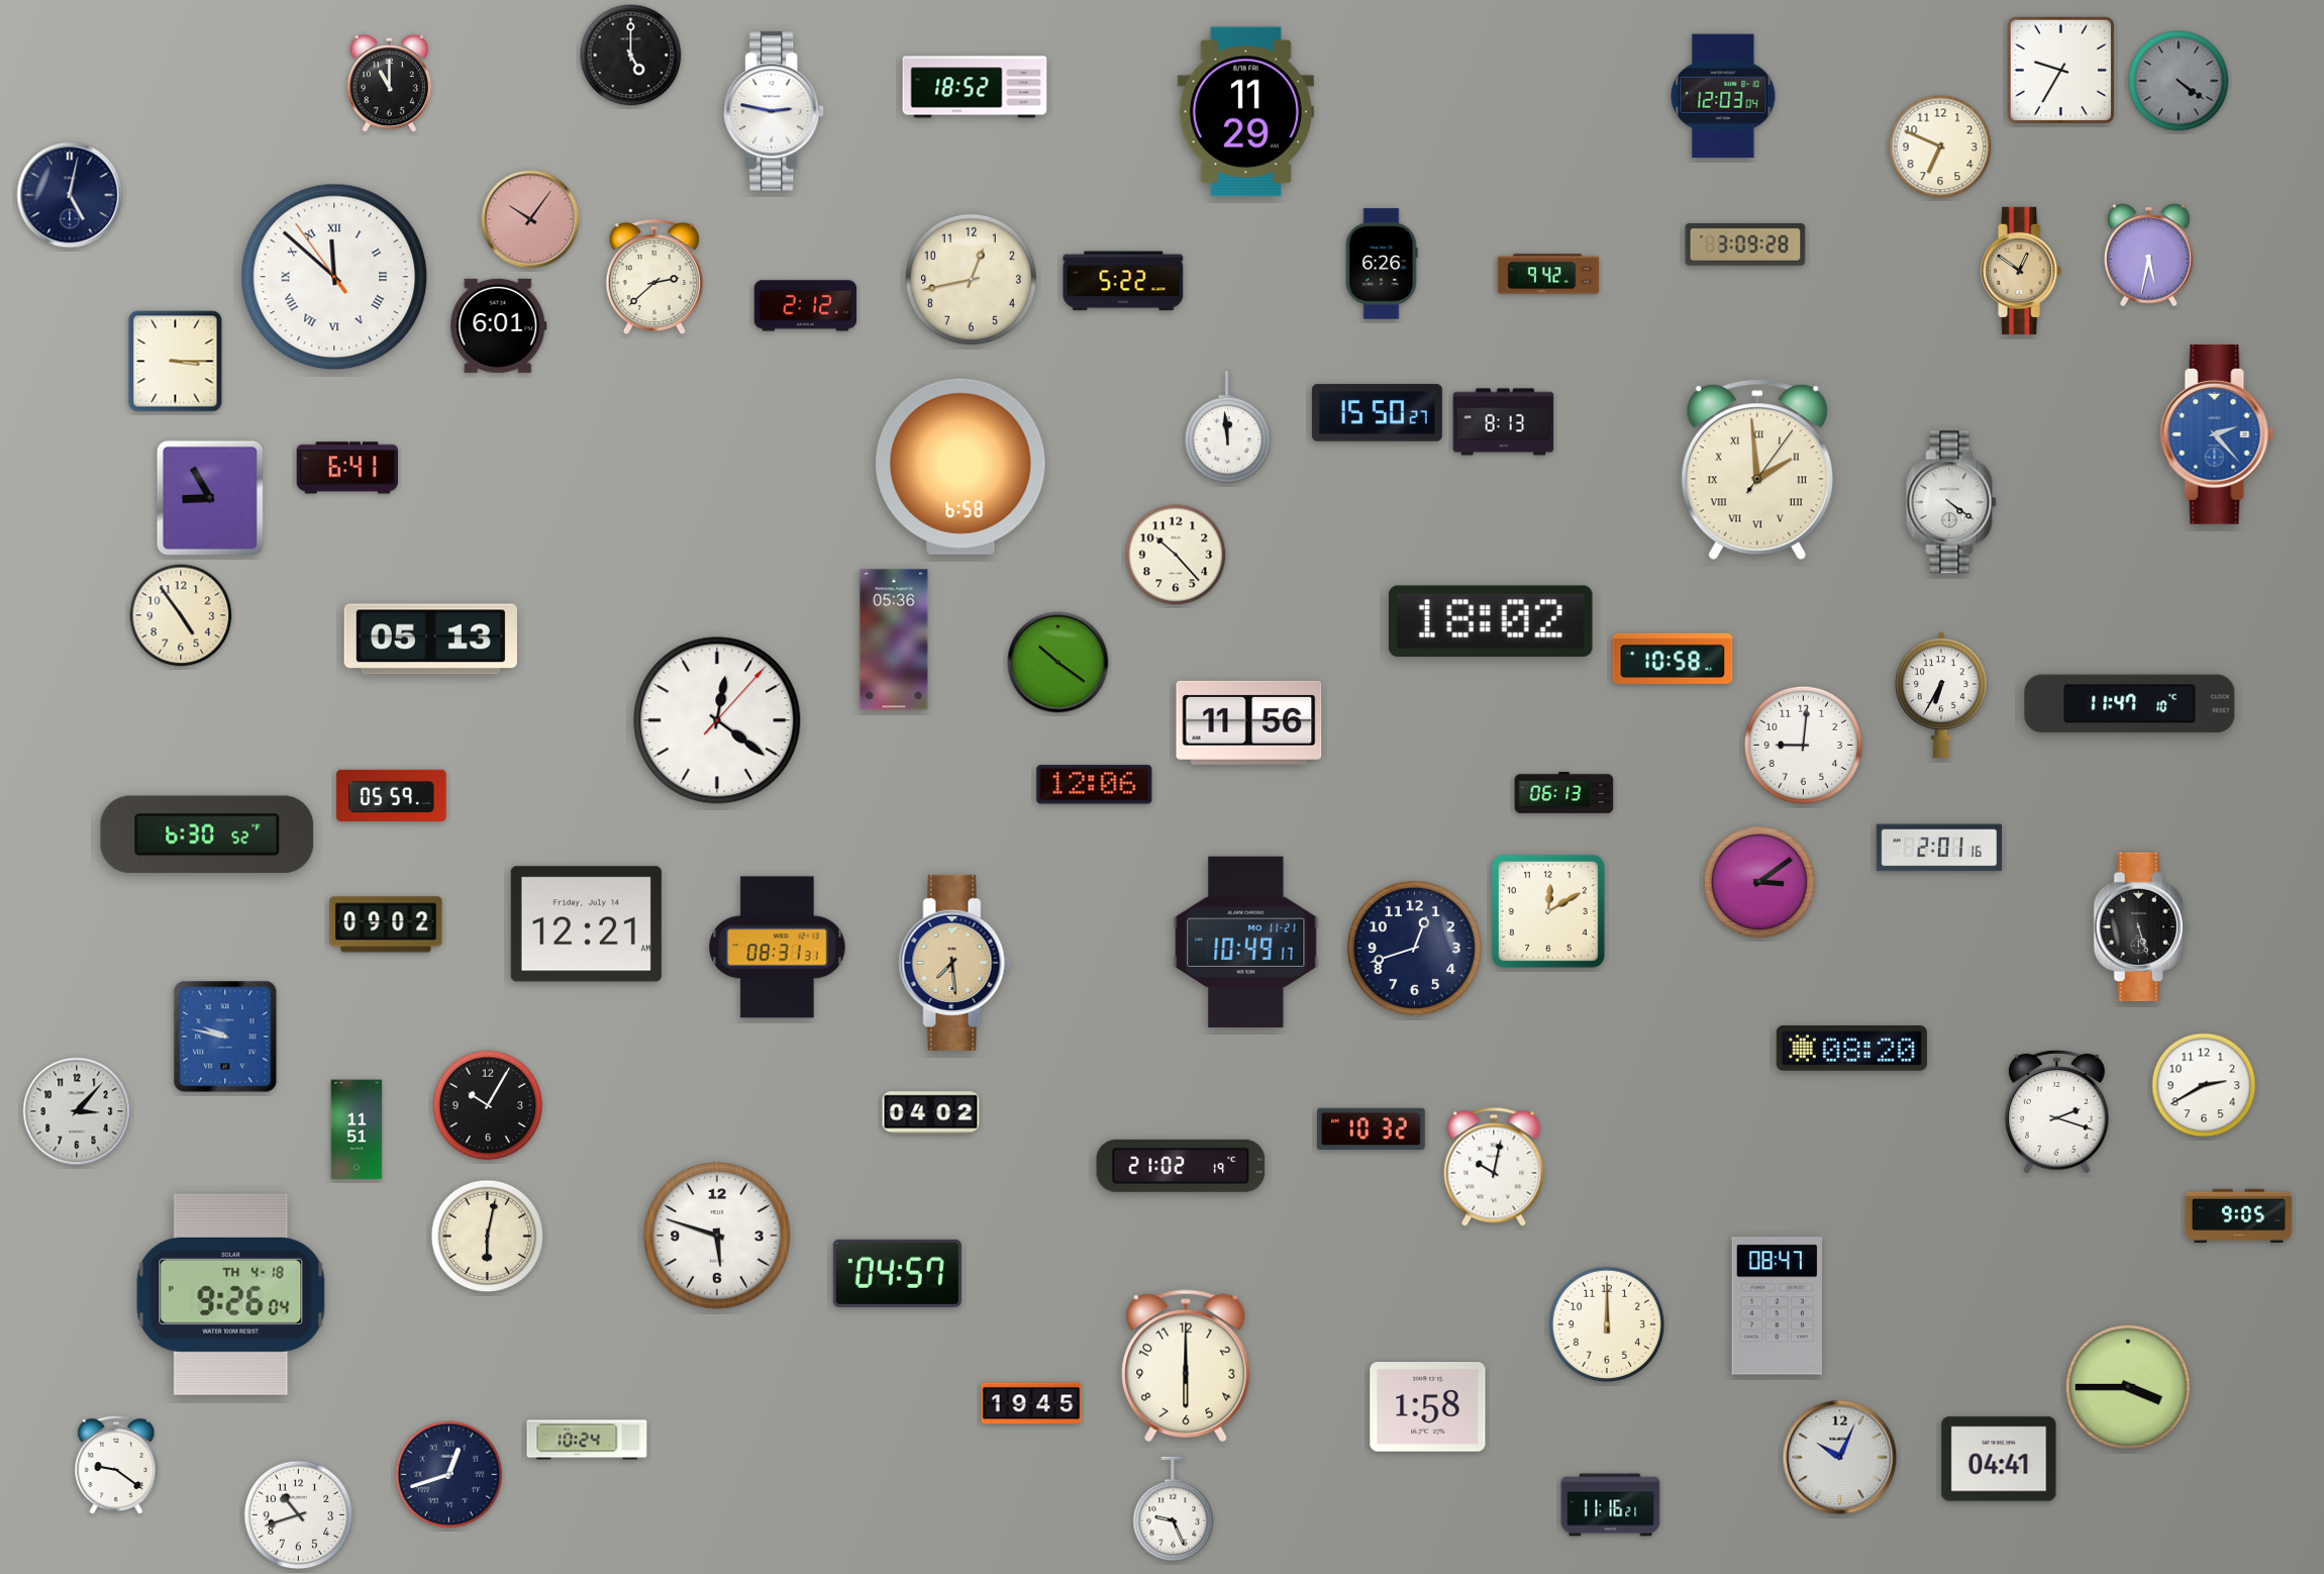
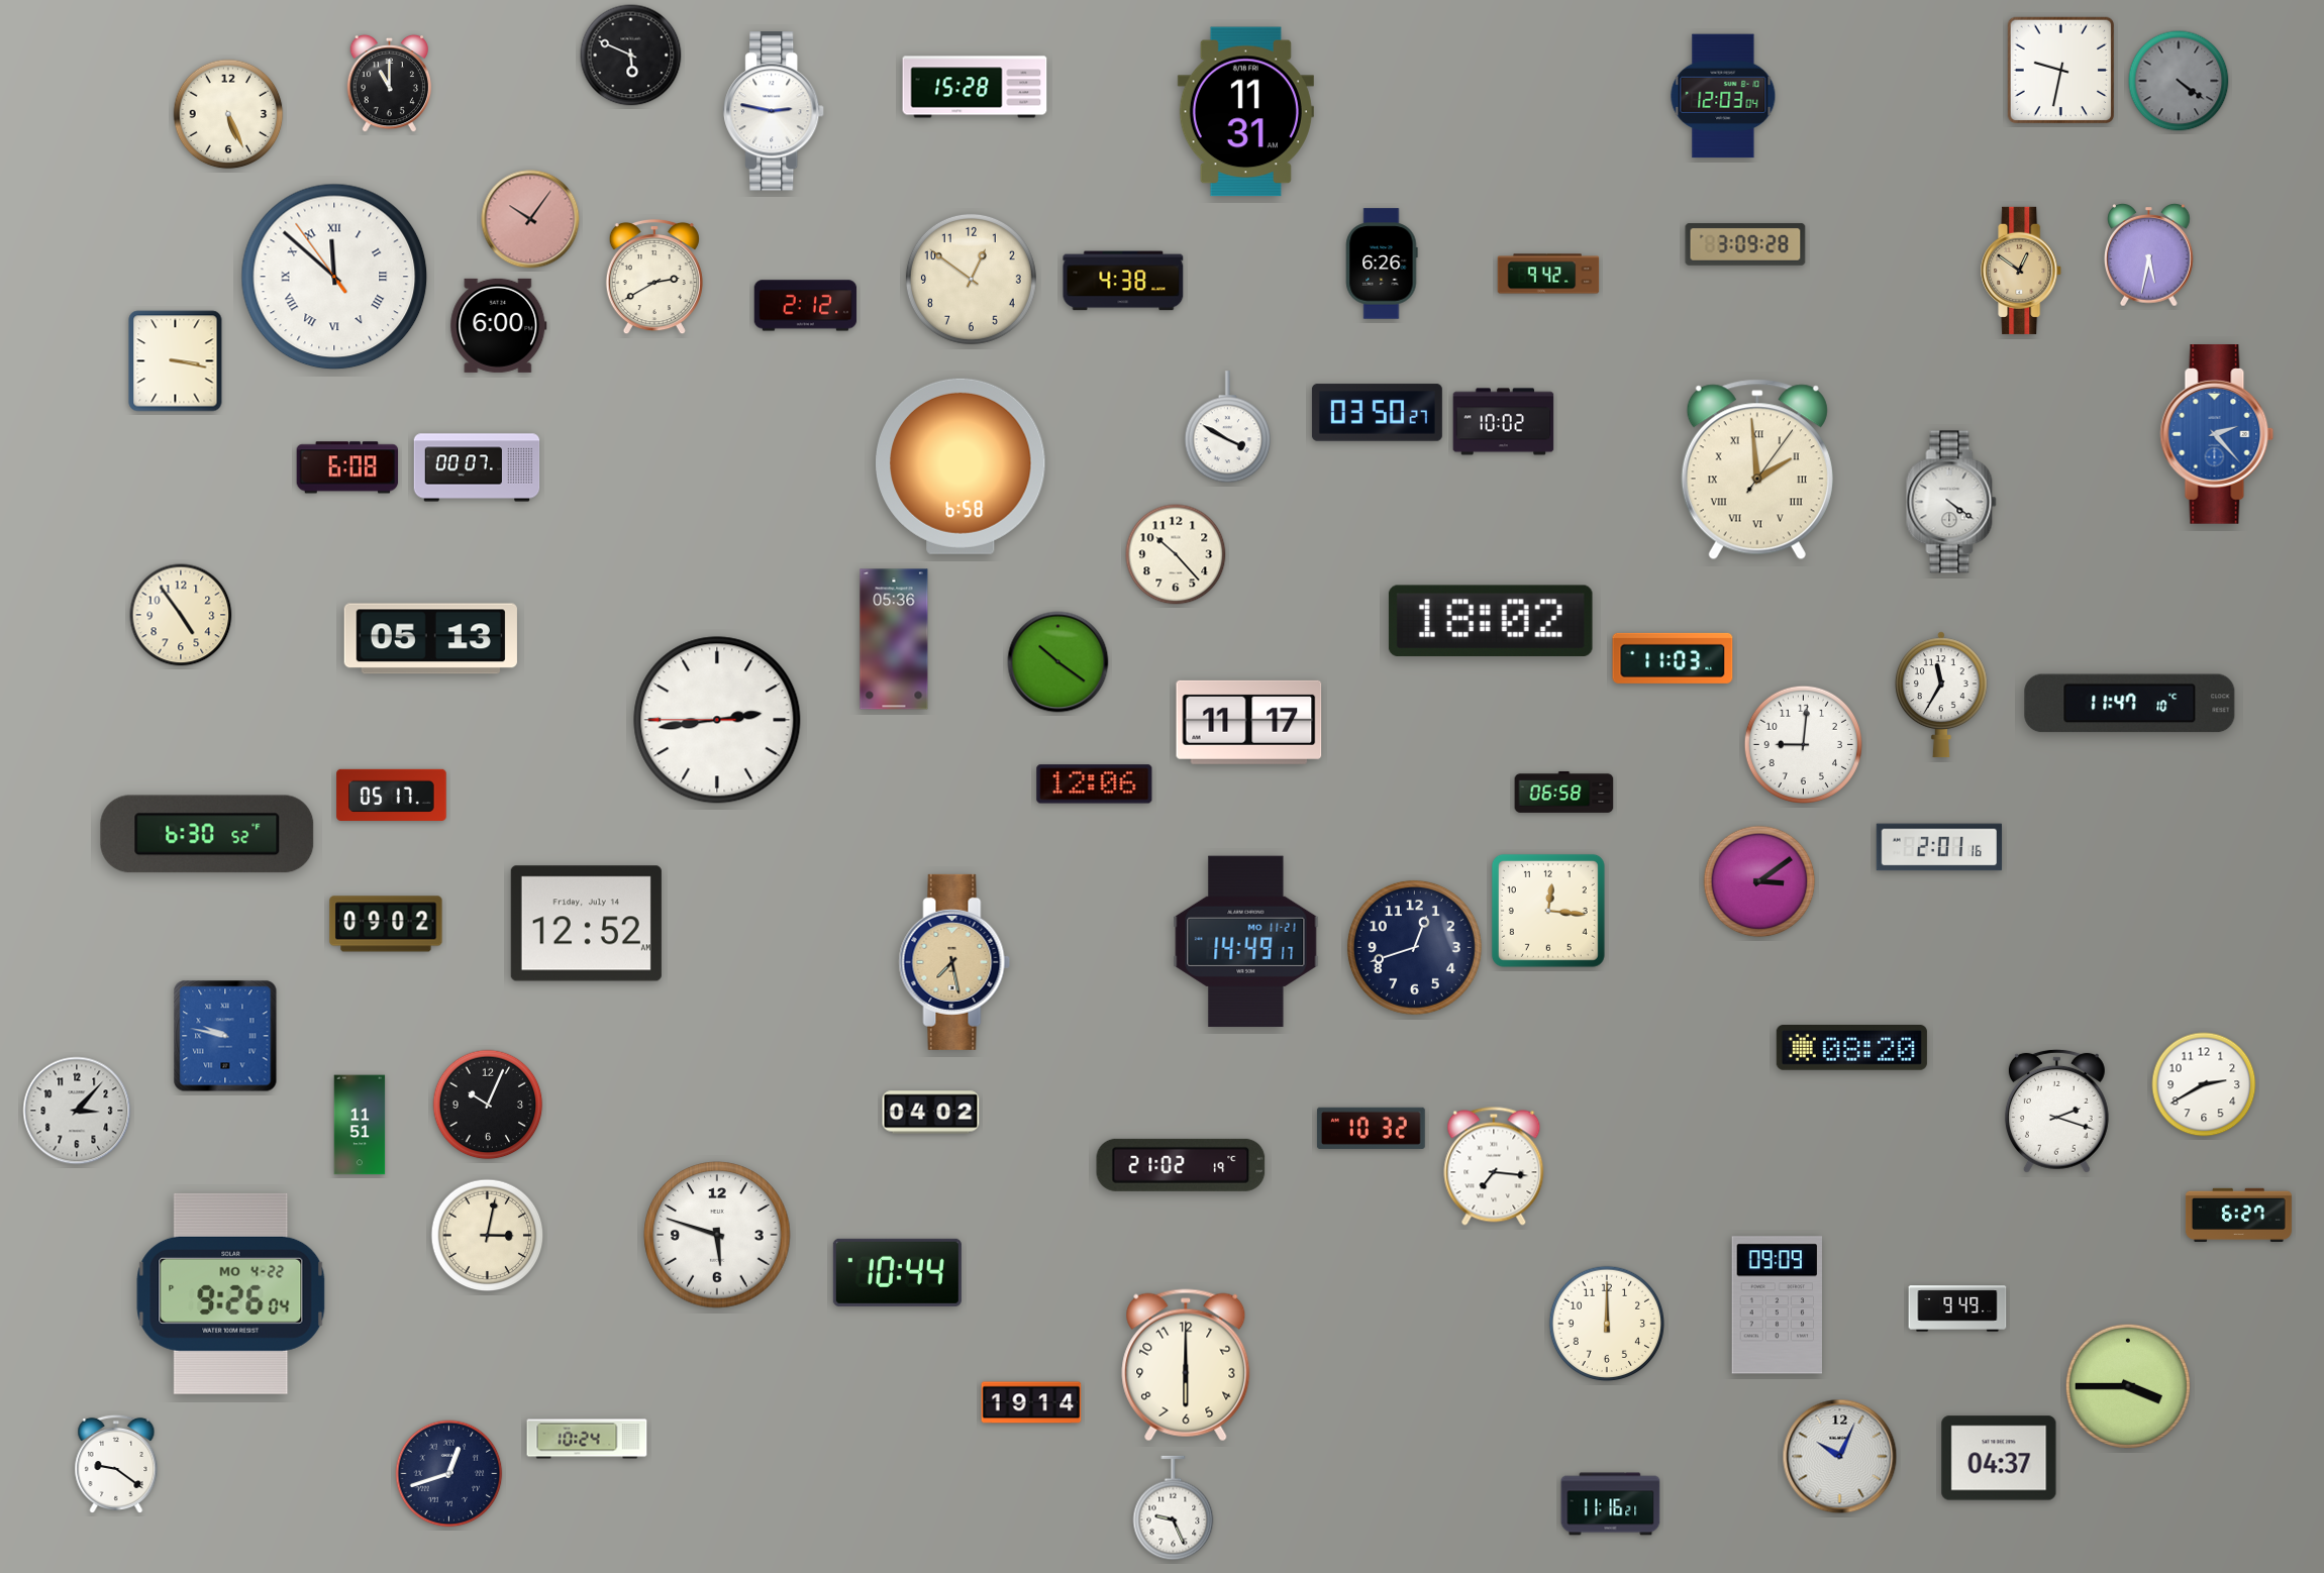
clock at (631, 56): 5:00 -> 5:49
clock at (2060, 70): 9:35 -> 9:32
clock at (975, 87): 18:52 -> 15:28
clock at (1245, 112): 11:29 -> 11:31
clock at (228, 114): none -> 5:26
clock at (1940, 146): 6:49 -> none
clock at (70, 195): 5:02 -> none
clock at (654, 277): 2:38 -> 2:40
clock at (971, 279): 12:43 -> 12:51
clock at (1123, 281): 5:22 -> 4:38
clock at (499, 325): 6:01 -> 6:00
clock at (176, 362): 3:15 -> 3:17
clock at (1377, 413): 15:50 -> 03:50
clock at (1504, 422): 8:13 -> 10:02
clock at (1227, 427): 11:59 -> 3:50
clock at (347, 468): 6:41 -> 6:08
clock at (477, 467): none -> 00:07
clock at (210, 498): 8:55 -> none
clock at (1673, 659): 10:58 -> 11:03
clock at (1941, 694): 6:35 -> 11:35
clock at (717, 720): 12:21 -> 2:43
clock at (1249, 722): 11:56 -> 11:17
clock at (1564, 792): 06:13 -> 06:58
clock at (392, 795): 05:59 -> 05:17
clock at (1548, 911): 12:10 -> 12:16
clock at (586, 924): 12:21 -> 12:52
clock at (2140, 926): 5:27 -> none
clock at (1246, 943): 10:49 -> 14:49
clock at (778, 948): 08:31 -> none
clock at (954, 963): 7:29 -> 7:28
clock at (488, 1105): 10:05 -> 10:04
clock at (357, 1129) position: (357, 1129) -> (360, 1125)
clock at (1494, 1167): 10:02 -> 7:16
clock at (2238, 1215): 9:05 -> 6:27
clock at (488, 1237): 6:02 -> 3:02
clock at (897, 1273): 04:57 -> 10:44
clock at (231, 1294) date: TH 4-18 -> MO 4-22
clock at (1778, 1306): 08:47 -> 09:09
clock at (1957, 1308): none -> 9:49
clock at (1031, 1403): 19:45 -> 19:14
clock at (1428, 1407): 1:58 -> none
clock at (1999, 1459): 04:41 -> 04:37
clock at (299, 1515): 10:42 -> none
